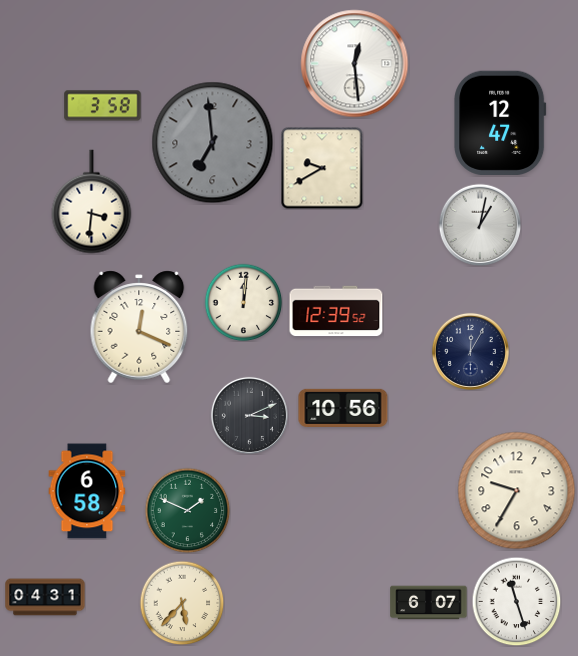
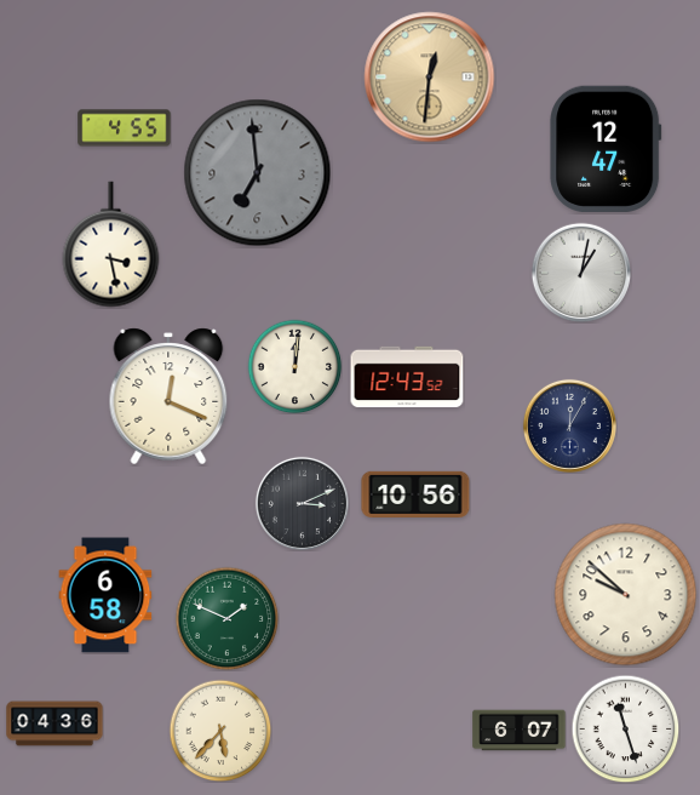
clock at (355, 64): 12:29 -> 12:31
clock at (355, 64) dial: white -> champagne
clock at (103, 106): 3:58 -> 4:55
clock at (322, 168): 9:40 -> none
clock at (92, 202): 3:31 -> 3:28
clock at (336, 311): 12:39 -> 12:43
clock at (517, 491): 9:35 -> 9:52
clock at (45, 597): 04:31 -> 04:36
